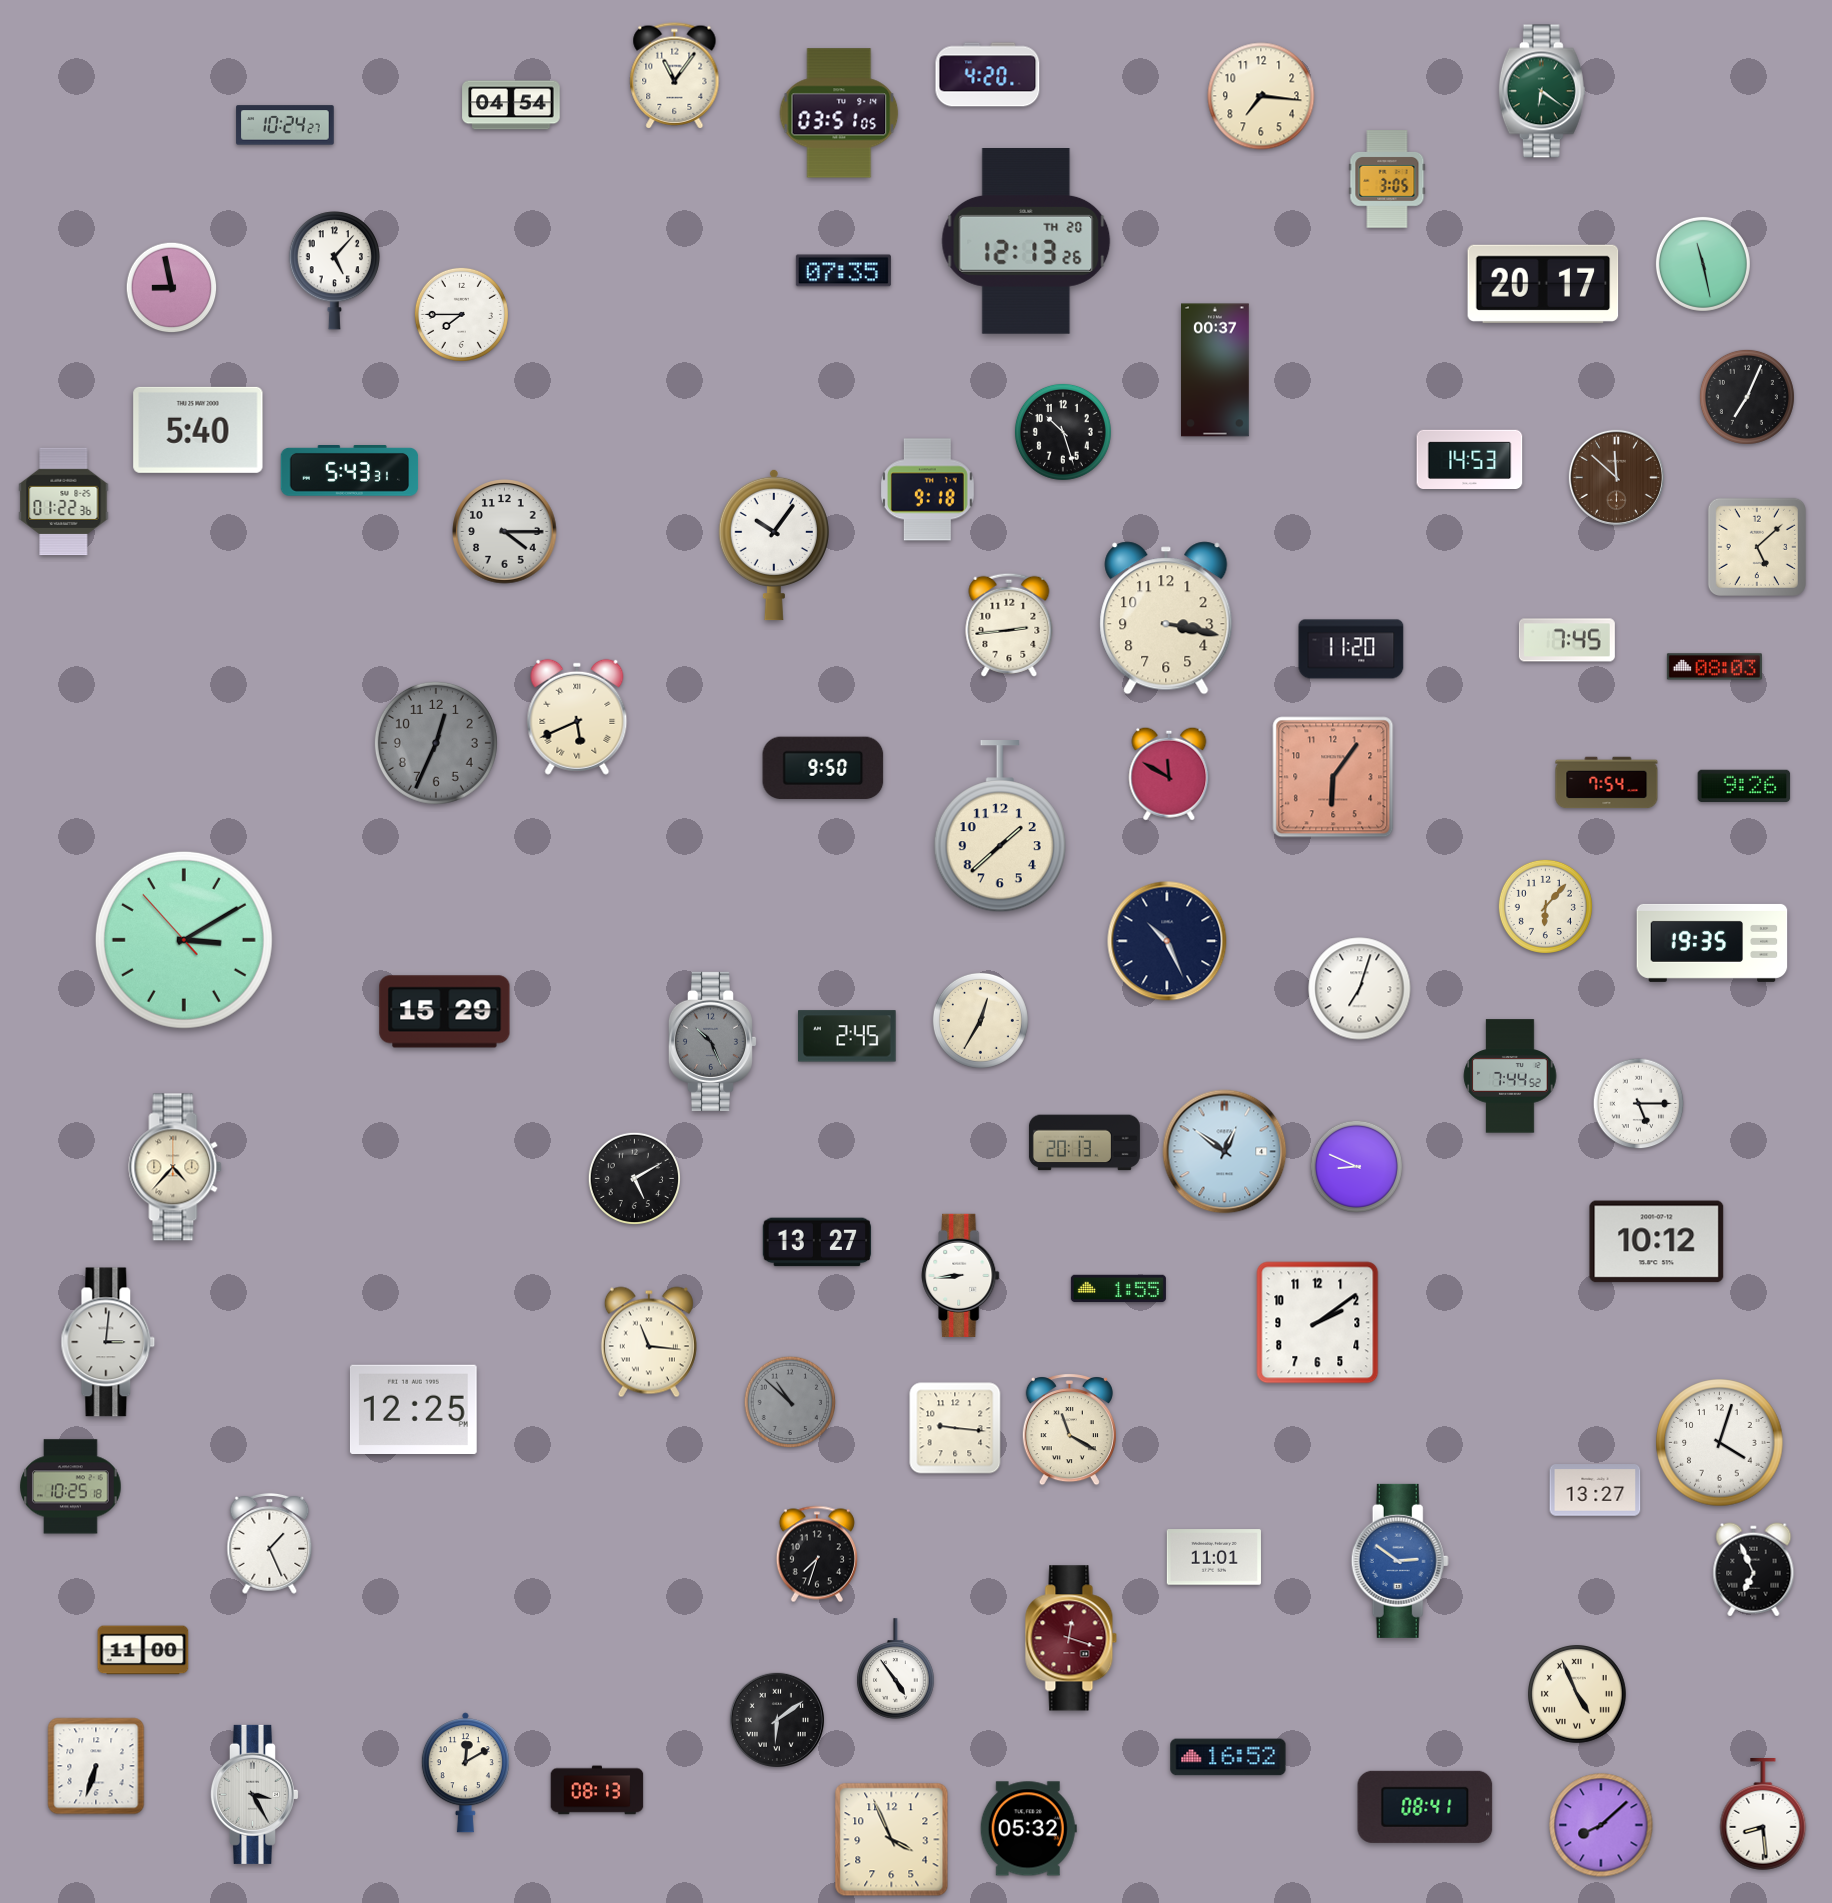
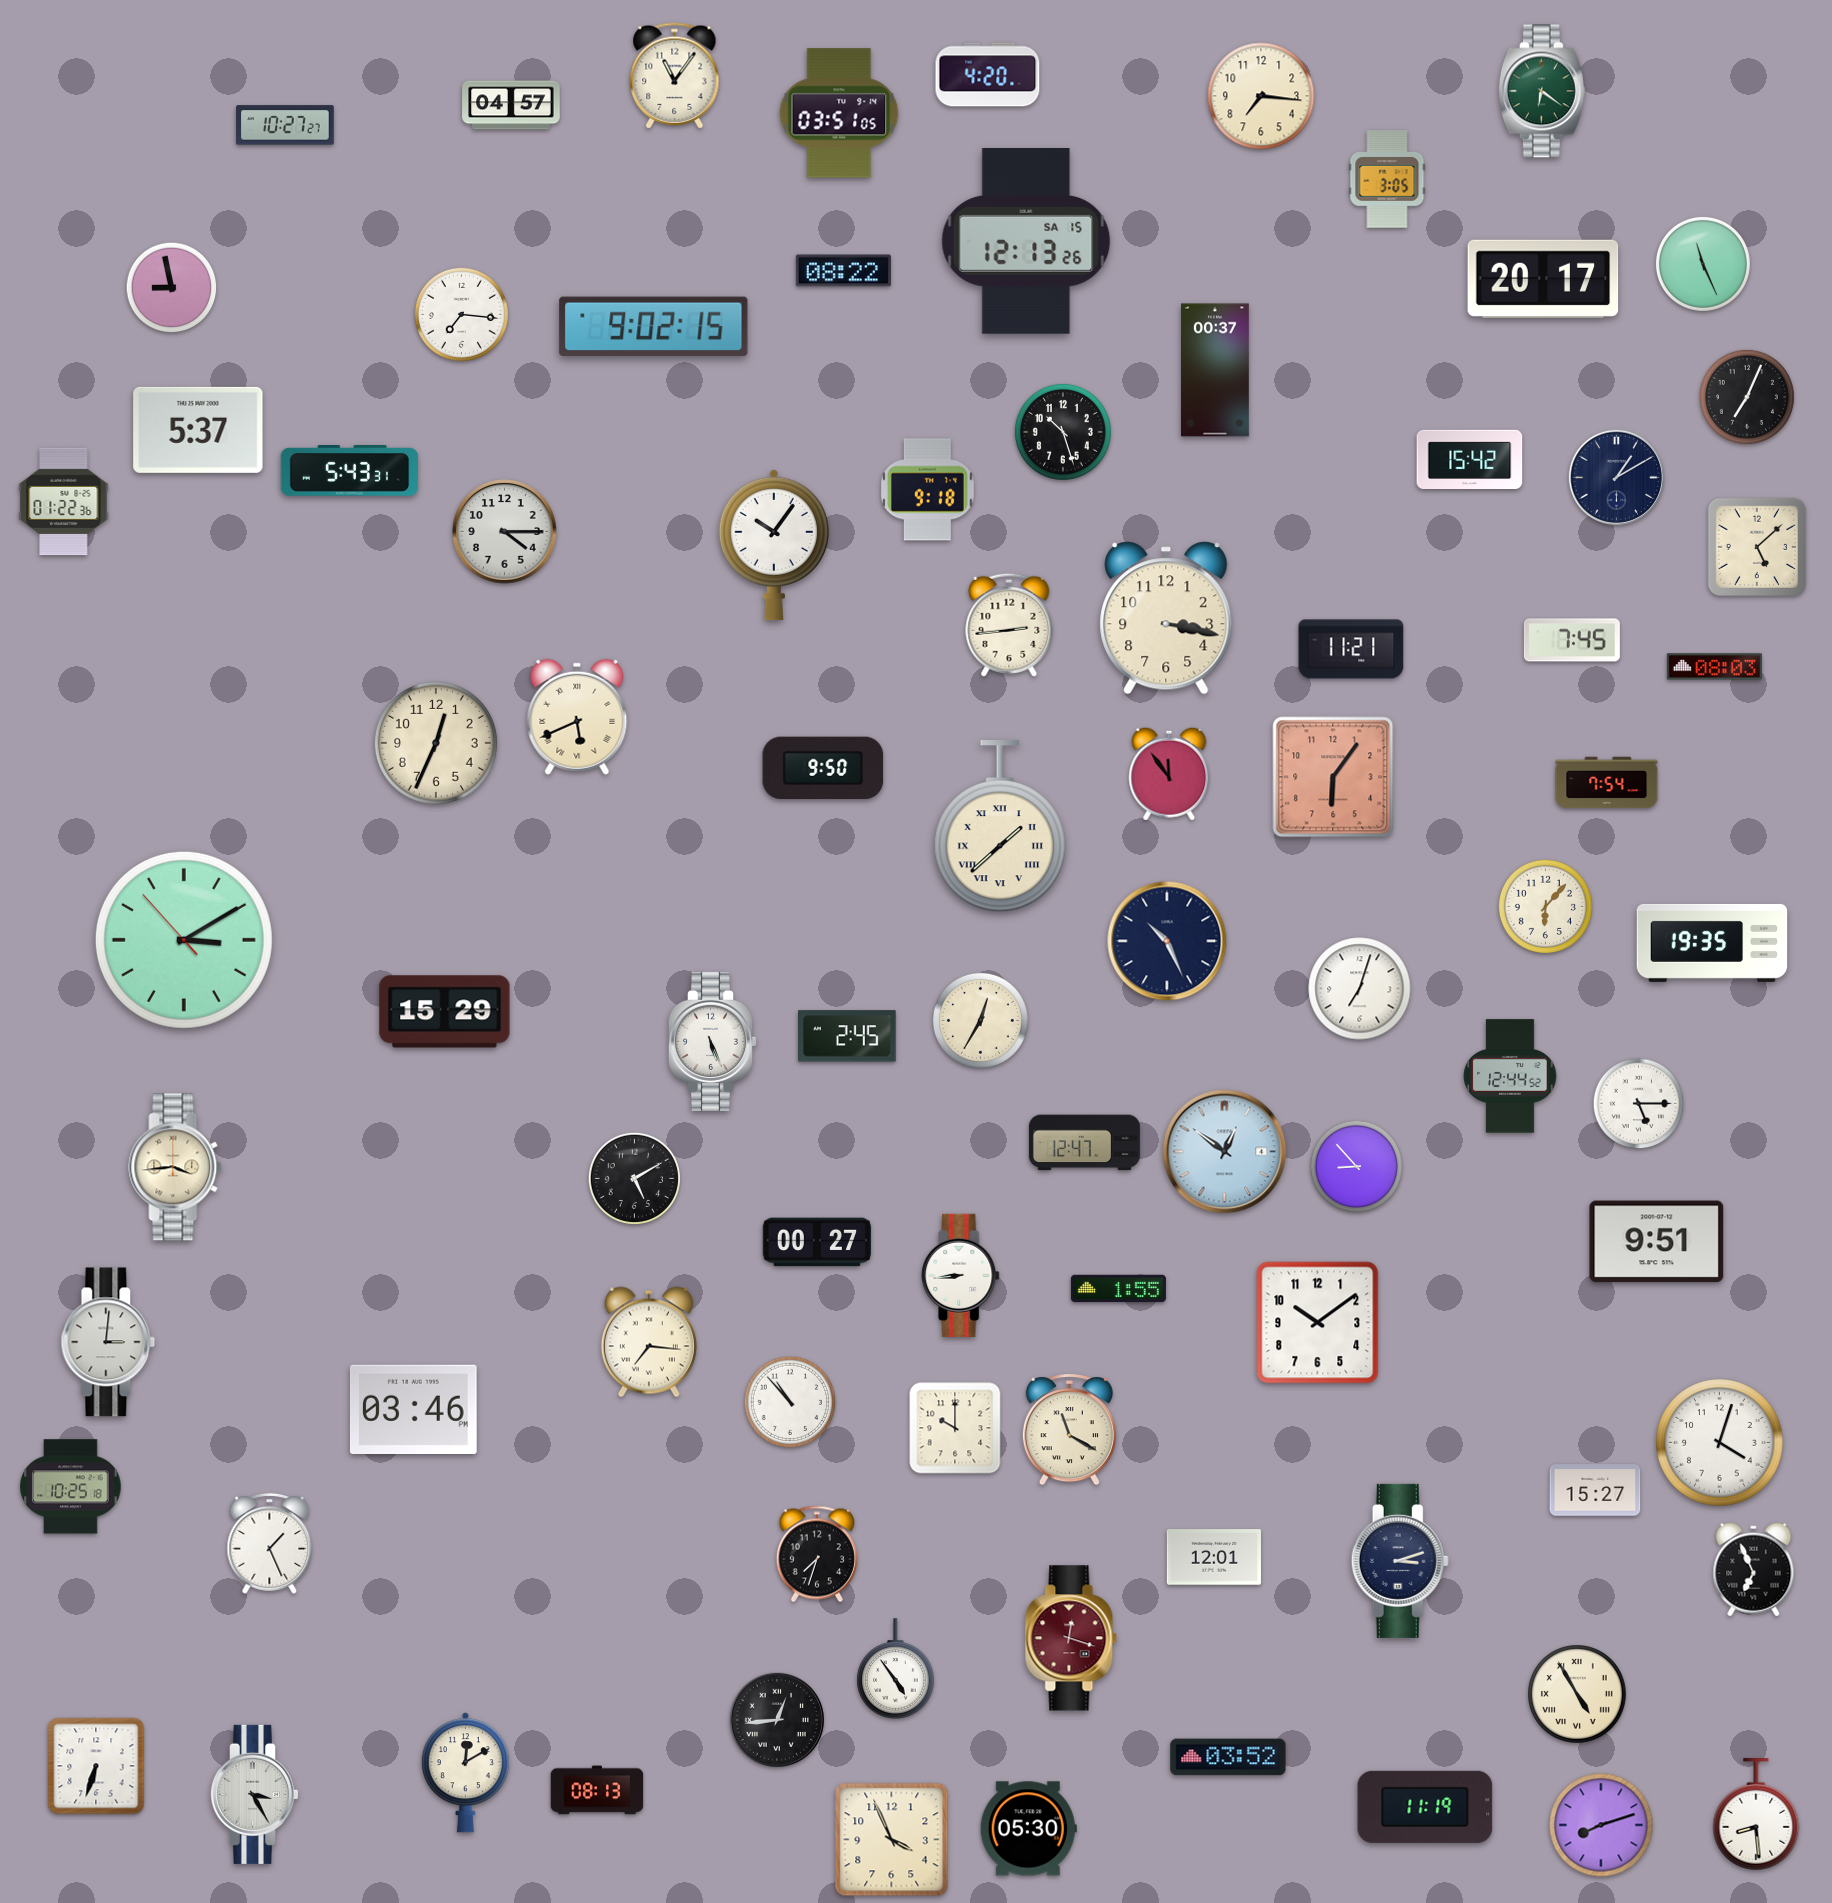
clock at (511, 105): 04:54 -> 04:57
clock at (285, 125): 10:24 -> 10:27
clock at (1026, 242) date: TH 20 -> SA 15
clock at (1703, 264): 11:28 -> 11:26
clock at (334, 271): 5:07 -> none
clock at (843, 271): 07:35 -> 08:22
clock at (1543, 284) position: (1543, 284) -> (1543, 279)
clock at (461, 314): 7:45 -> 7:16
clock at (654, 327): none -> 9:02
clock at (198, 430): 5:40 -> 5:37
clock at (1470, 459): 14:53 -> 15:42
clock at (1616, 477): 11:52 -> 1:10
clock at (1616, 477) dial: brown -> navy
clock at (1567, 640) position: (1567, 640) -> (1572, 640)
clock at (1351, 649): 11:20 -> 11:21
clock at (436, 743) dial: grey -> cream
clock at (1169, 774): 11:50 -> 11:54
clock at (1744, 785): 9:26 -> none
clock at (1000, 827) numerals: Arabic -> Roman
clock at (712, 1041): 10:26 -> 5:26
clock at (712, 1041) dial: grey -> white
clock at (1510, 1076): 7:44 -> 12:44
clock at (1084, 1143): 20:13 -> 12:47
clock at (1356, 1166): 8:49 -> 8:53
clock at (175, 1167): 4:37 -> 3:44
clock at (817, 1242): 13:27 -> 00:27
clock at (1657, 1242): 10:12 -> 9:51
clock at (1318, 1323): 2:09 -> 10:09
clock at (649, 1342): 11:16 -> 7:16
clock at (790, 1402): 10:52 -> 10:53
clock at (790, 1402) dial: grey -> white
clock at (414, 1409): 12:25 -> 03:46
clock at (955, 1428): 9:16 -> 10:00
clock at (1595, 1490): 13:27 -> 15:27
clock at (1214, 1557): 11:01 -> 12:01
clock at (1400, 1561): 2:51 -> 3:12
clock at (1400, 1561) dial: blue -> navy
clock at (143, 1650): 11:00 -> none
clock at (1578, 1695): 4:56 -> 4:55
clock at (777, 1720): 6:09 -> 12:44
clock at (1228, 1757): 16:52 -> 03:52
clock at (1425, 1807): 08:41 -> 11:19
clock at (1763, 1815) position: (1763, 1815) -> (1756, 1815)
clock at (1601, 1825): 8:08 -> 8:12
clock at (1028, 1829): 05:32 -> 05:30
